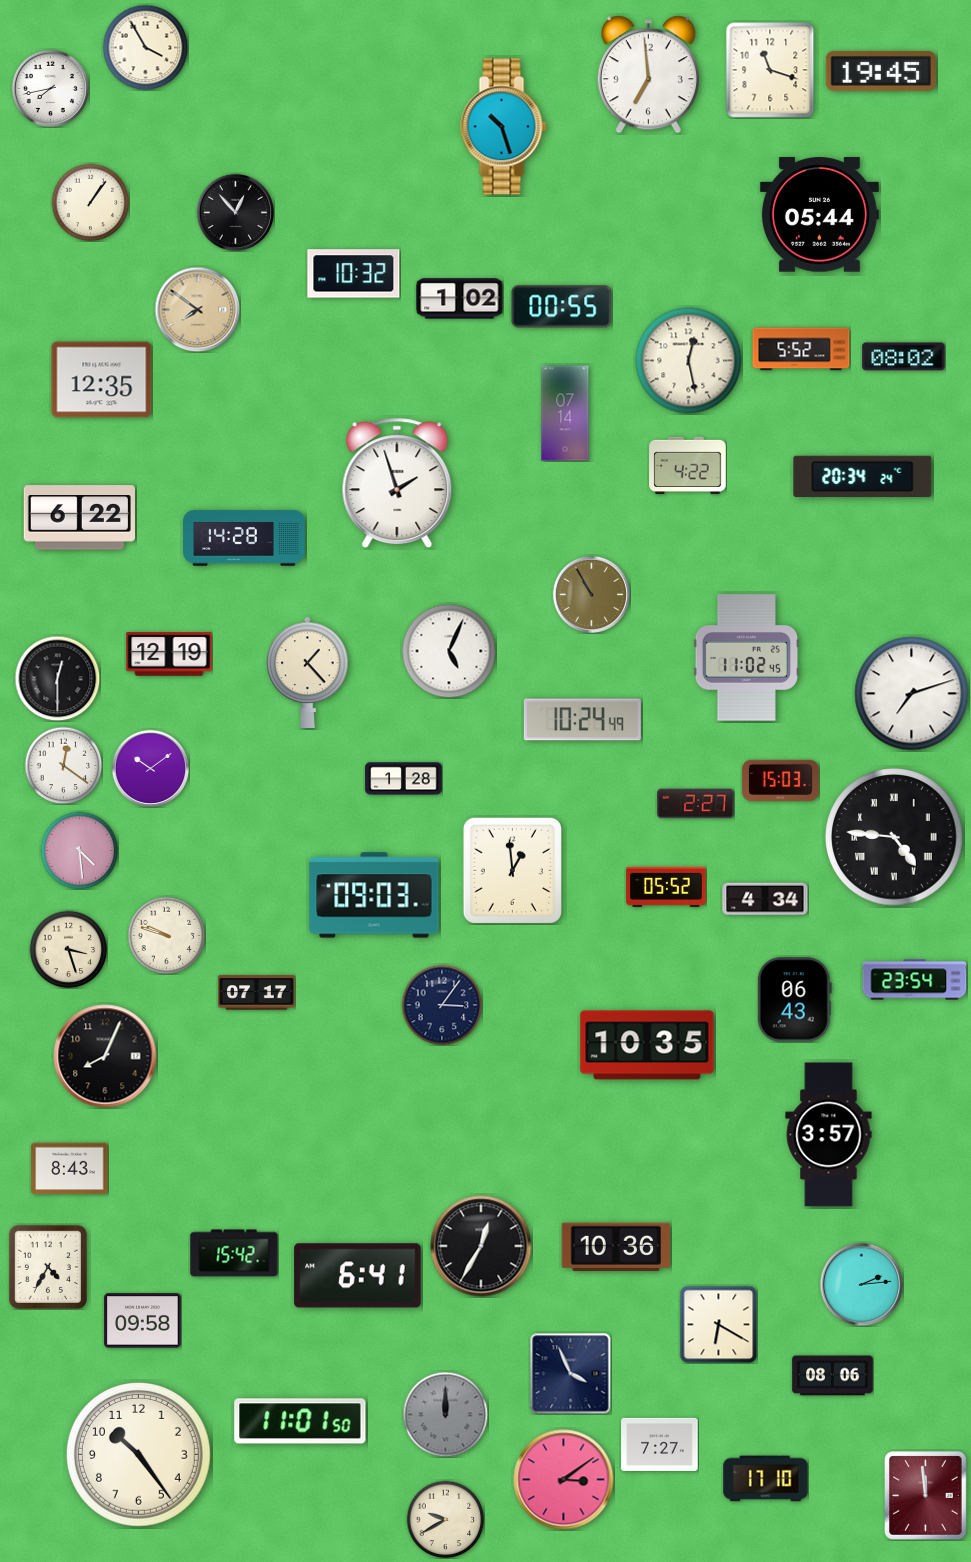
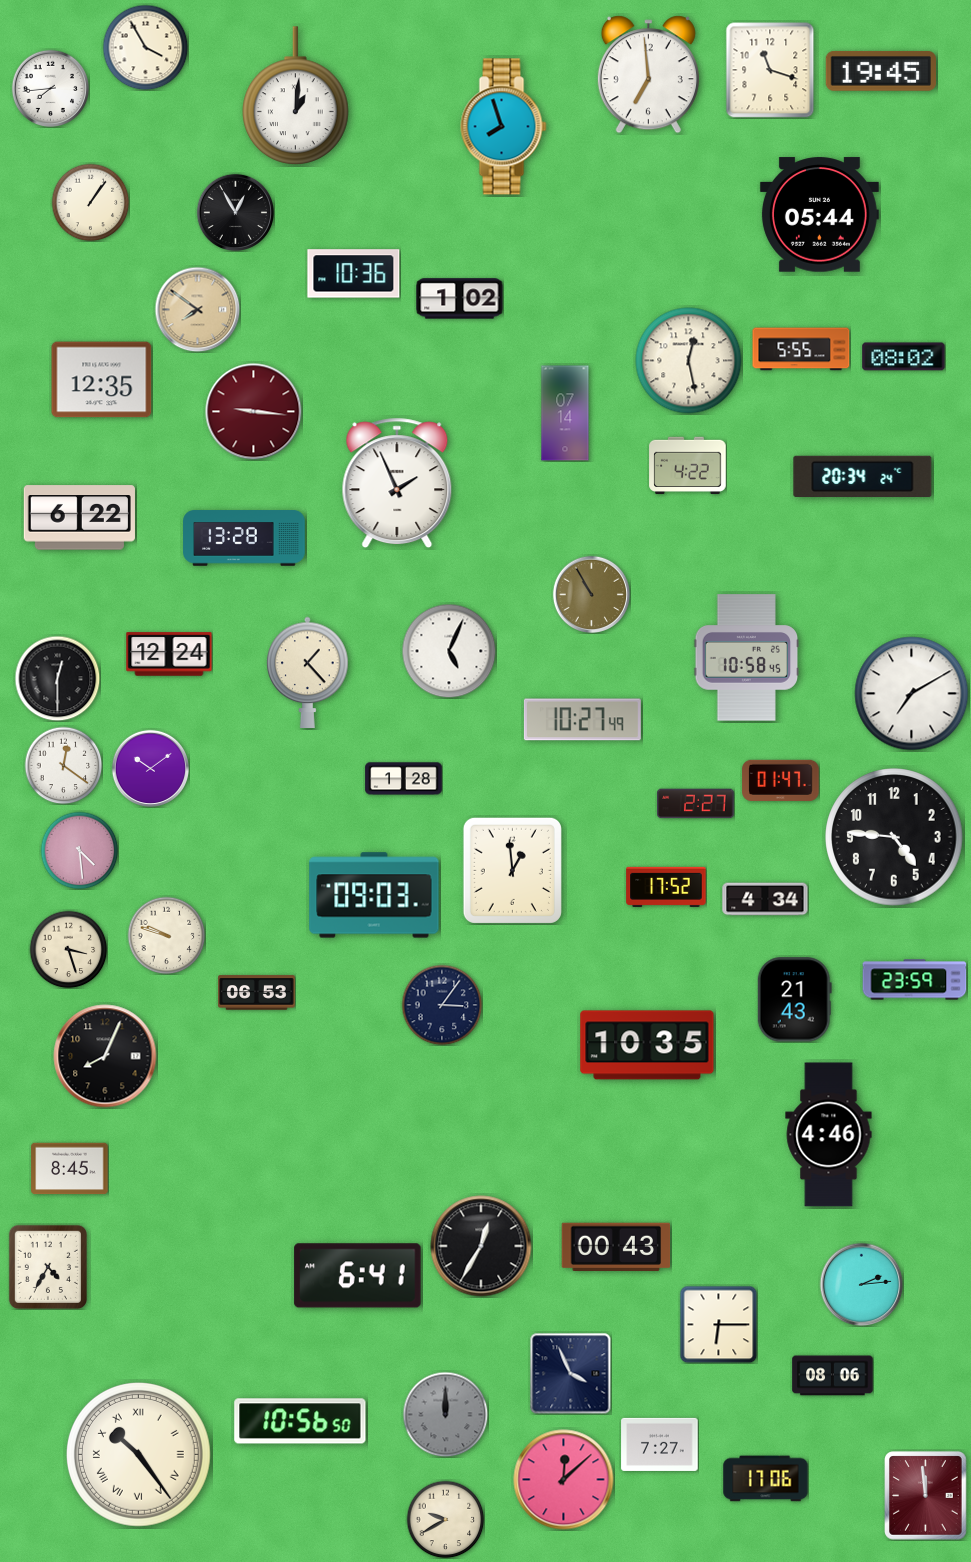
clock at (50, 88): 7:43 -> 7:44
clock at (296, 96): none -> 1:01
clock at (504, 127): 10:27 -> 7:57
clock at (235, 212): 12:53 -> 12:55
clock at (354, 274): 10:32 -> 10:36
clock at (562, 307): 00:55 -> none
clock at (801, 349): 5:52 -> 5:55
clock at (254, 412): none -> 9:16
clock at (397, 483): 1:57 -> 1:56
clock at (244, 538): 14:28 -> 13:28
clock at (169, 654): 12:19 -> 12:24
clock at (747, 658): 11:02 -> 10:58
clock at (912, 694): 7:12 -> 7:10
clock at (582, 720): 10:24 -> 10:27
clock at (781, 780): 15:03 -> 01:47
clock at (894, 837) numerals: Roman -> Arabic
clock at (666, 887): 05:52 -> 17:52
clock at (915, 980): 23:54 -> 23:59
clock at (257, 993): 07:17 -> 06:53
clock at (794, 1000): 06:43 -> 21:43
clock at (829, 1135): 3:57 -> 4:46
clock at (70, 1169): 8:43 -> 8:45
clock at (616, 1246): 10:36 -> 00:43
clock at (234, 1253): 15:42 -> none
clock at (143, 1321): 09:58 -> none
clock at (718, 1324): 6:20 -> 6:15
clock at (300, 1421): 11:01 -> 10:56
clock at (138, 1454) numerals: Arabic -> Roman
clock at (766, 1479): 17:10 -> 17:06
clock at (564, 1480): 3:09 -> 12:08
